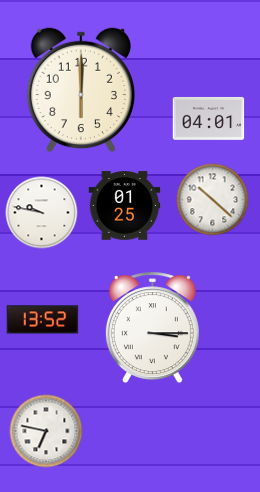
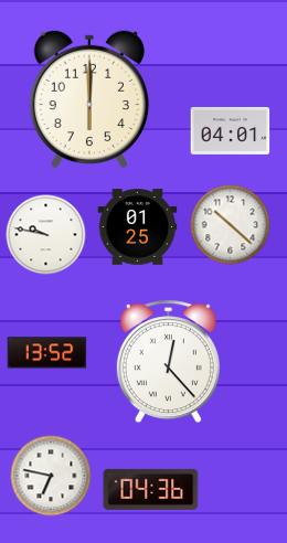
clock at (213, 200) position: (213, 200) -> (231, 225)
clock at (152, 328): 3:15 -> 12:23
clock at (151, 489): none -> 04:36
